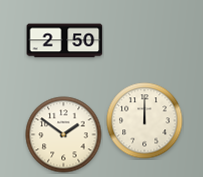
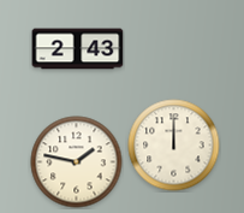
clock at (65, 41): 2:50 -> 2:43
clock at (64, 135): 1:51 -> 1:47
